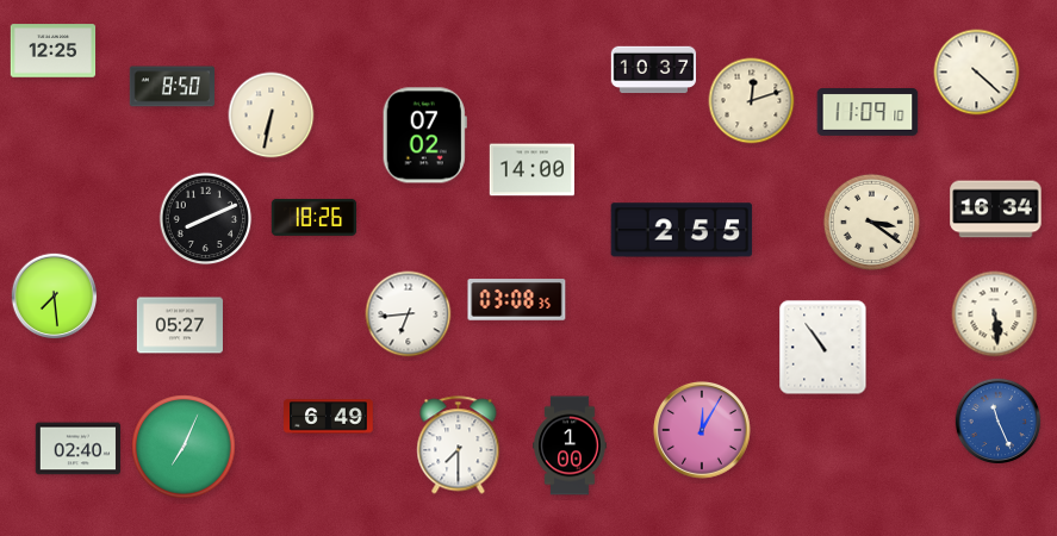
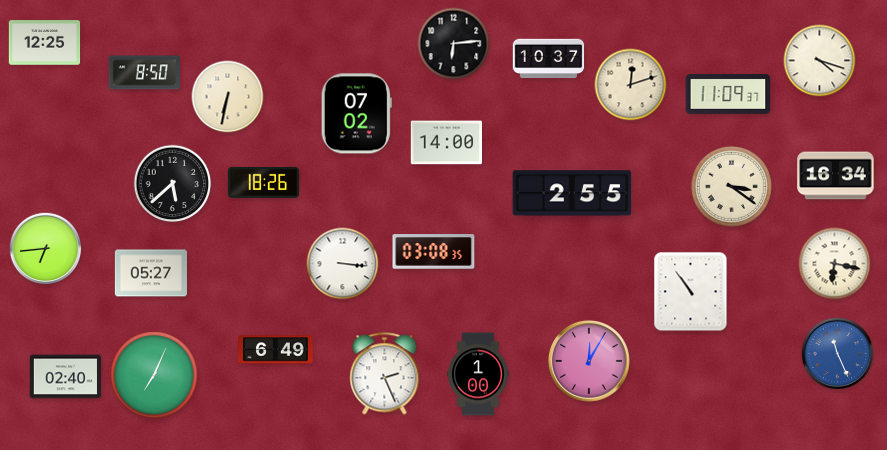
clock at (454, 44): none -> 6:14
clock at (977, 73): 4:22 -> 4:18
clock at (868, 113): 11:09:10 -> 11:09:37
clock at (206, 219): 8:11 -> 5:38
clock at (55, 297): 7:29 -> 6:44
clock at (409, 314): 6:44 -> 3:16
clock at (995, 314): 5:29 -> 6:17
clock at (459, 445): 7:30 -> 2:26
